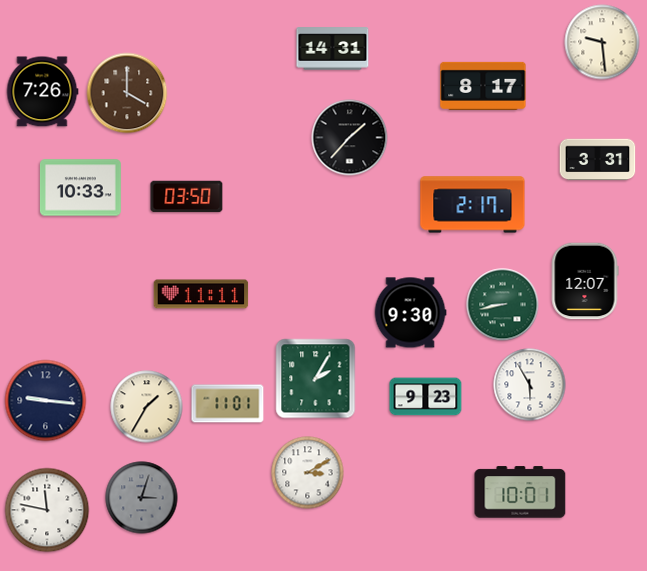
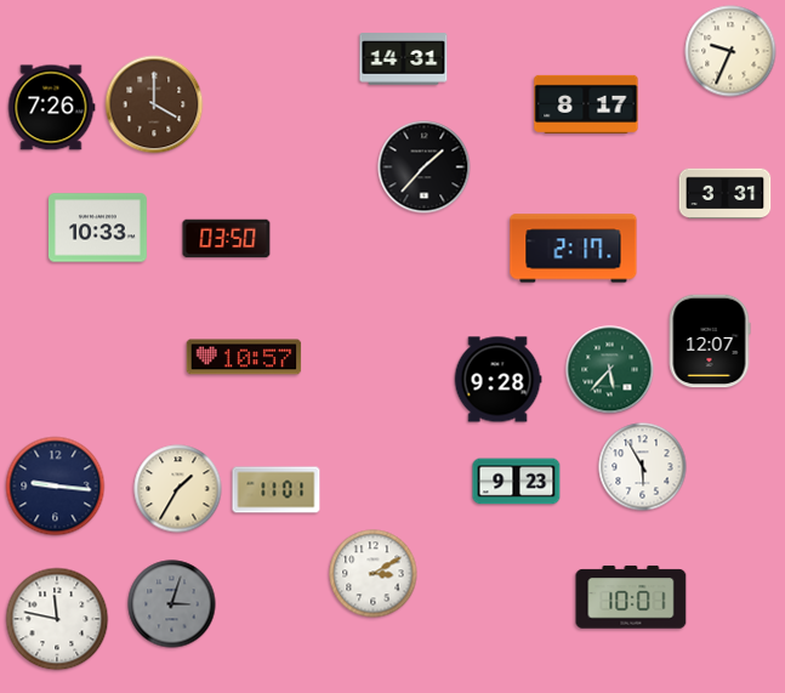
clock at (602, 42): 9:29 -> 9:34
clock at (42, 92) position: (42, 92) -> (51, 108)
clock at (127, 93) position: (127, 93) -> (154, 104)
clock at (201, 294): 11:11 -> 10:57
clock at (503, 305): 8:43 -> 5:37
clock at (410, 313): 9:30 -> 9:28
clock at (316, 379): 2:05 -> none
clock at (147, 407) position: (147, 407) -> (178, 489)
